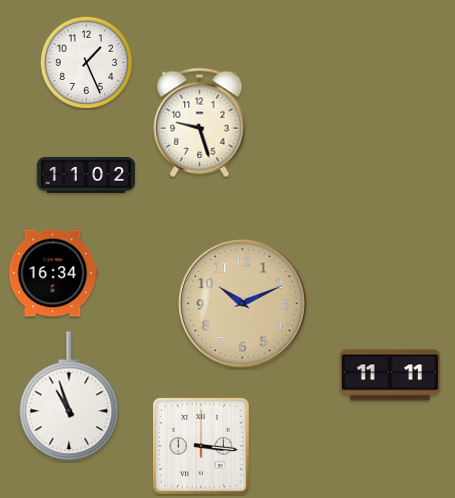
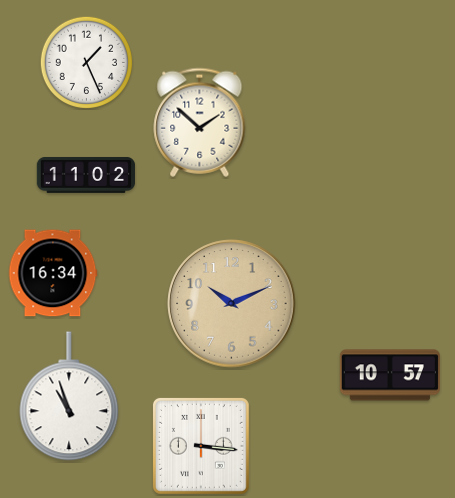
clock at (200, 122): 9:27 -> 1:52
clock at (243, 304) position: (243, 304) -> (232, 304)
clock at (390, 375): 11:11 -> 10:57
